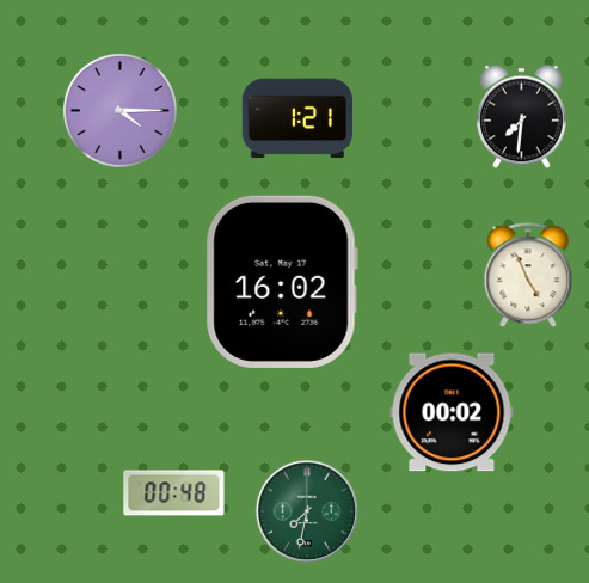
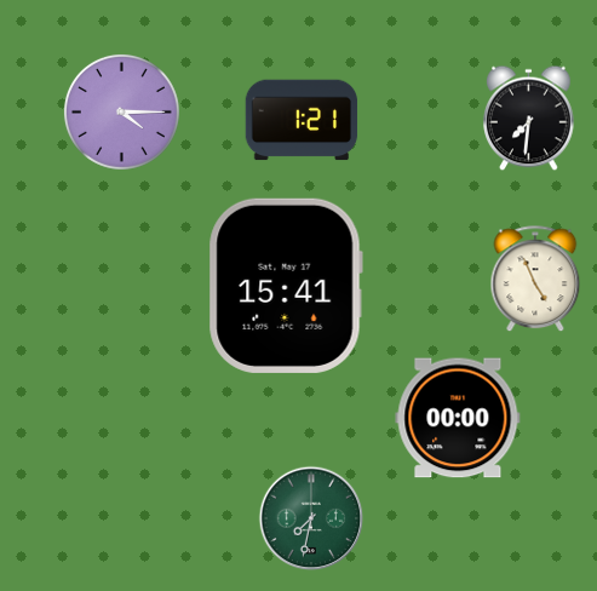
clock at (282, 282): 16:02 -> 15:41
clock at (452, 412): 00:02 -> 00:00
clock at (174, 493): 00:48 -> none
